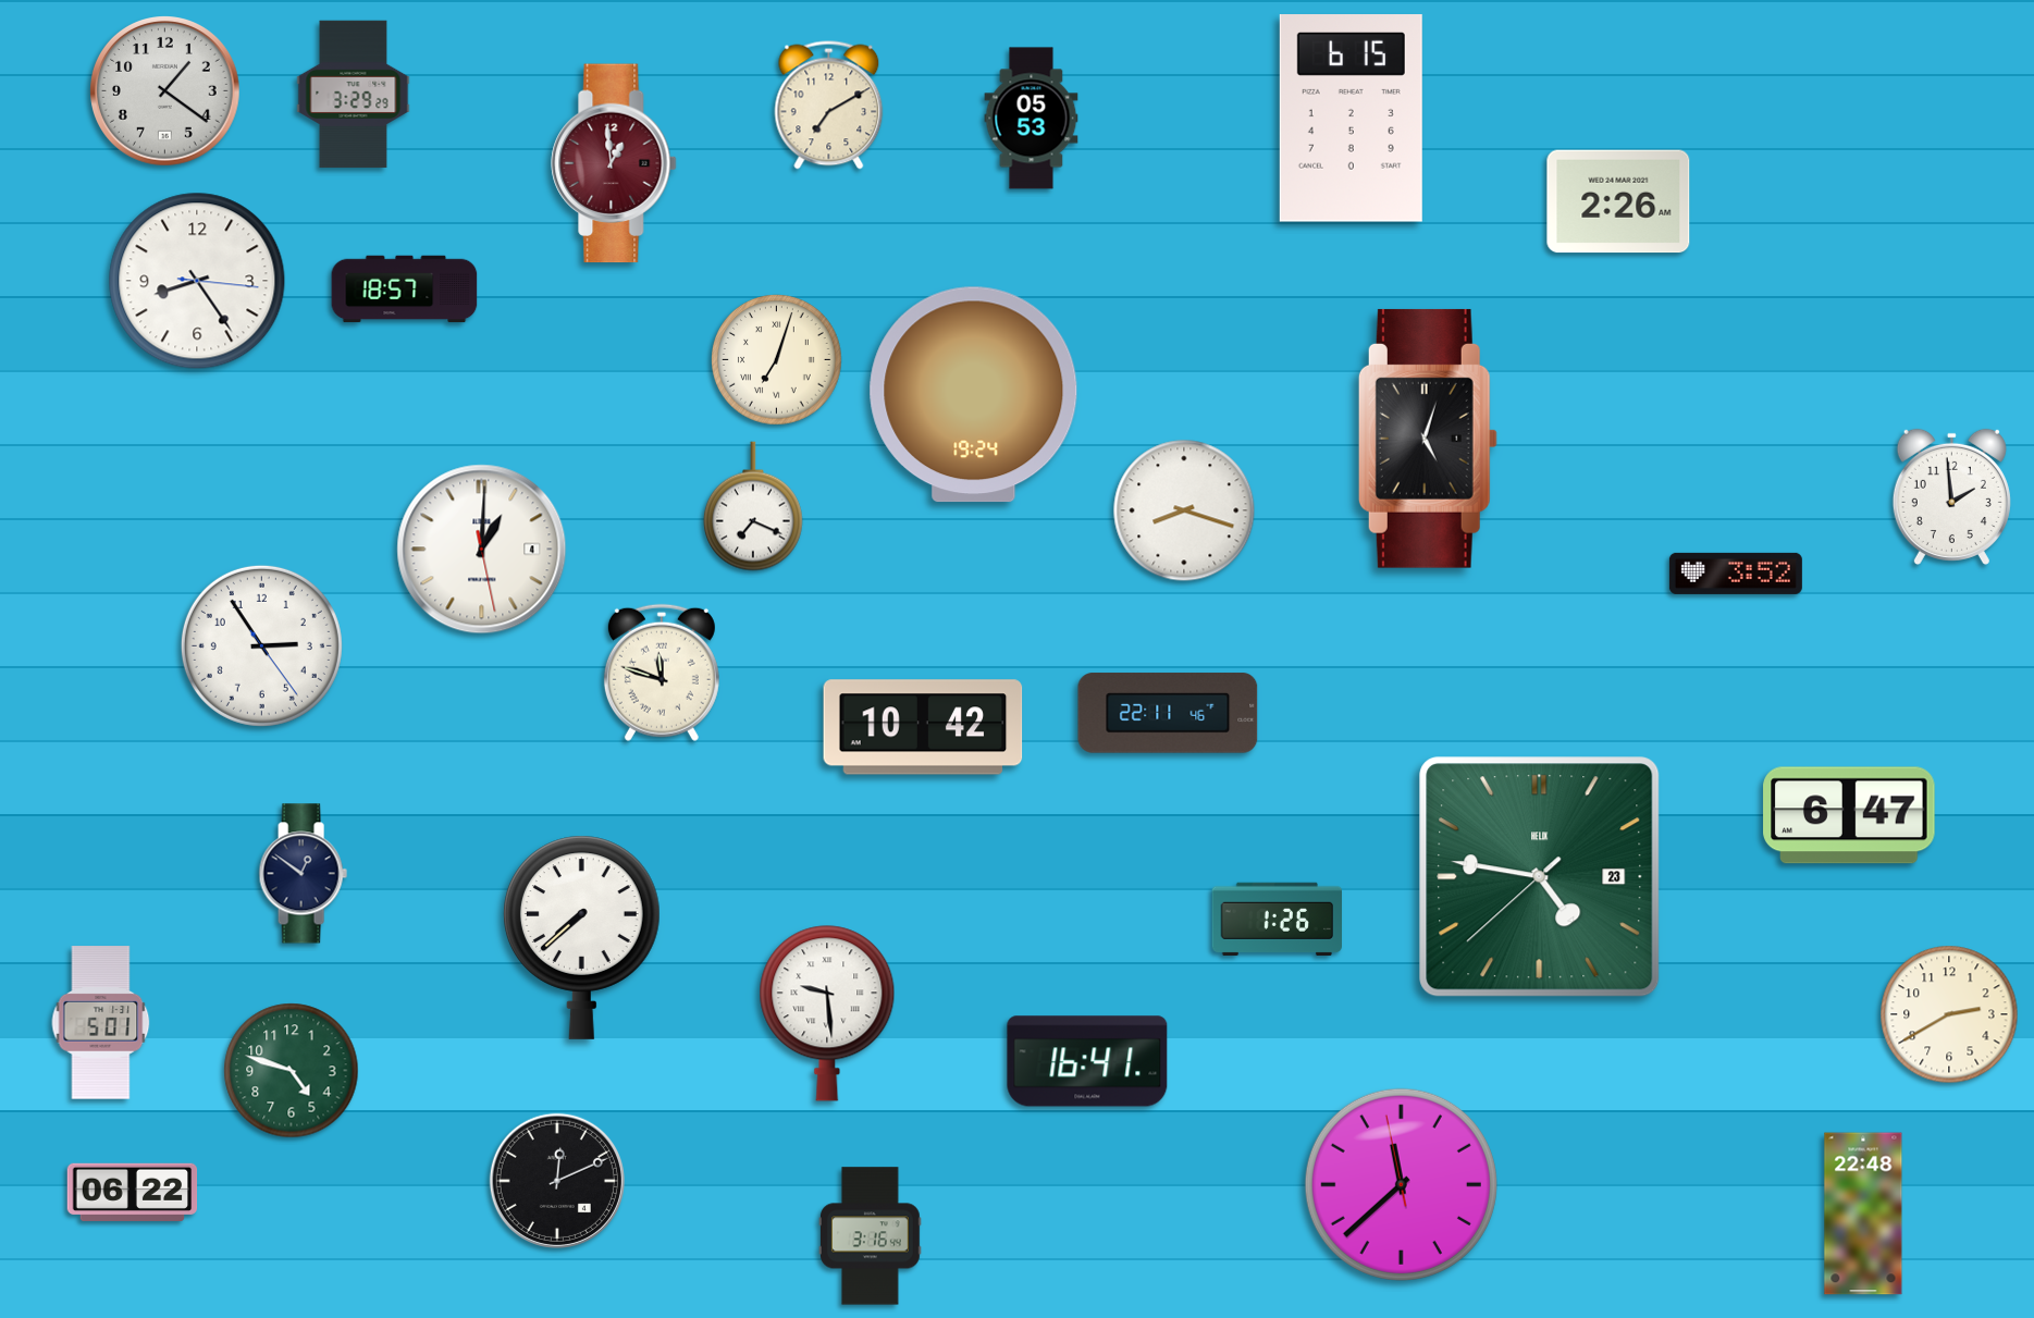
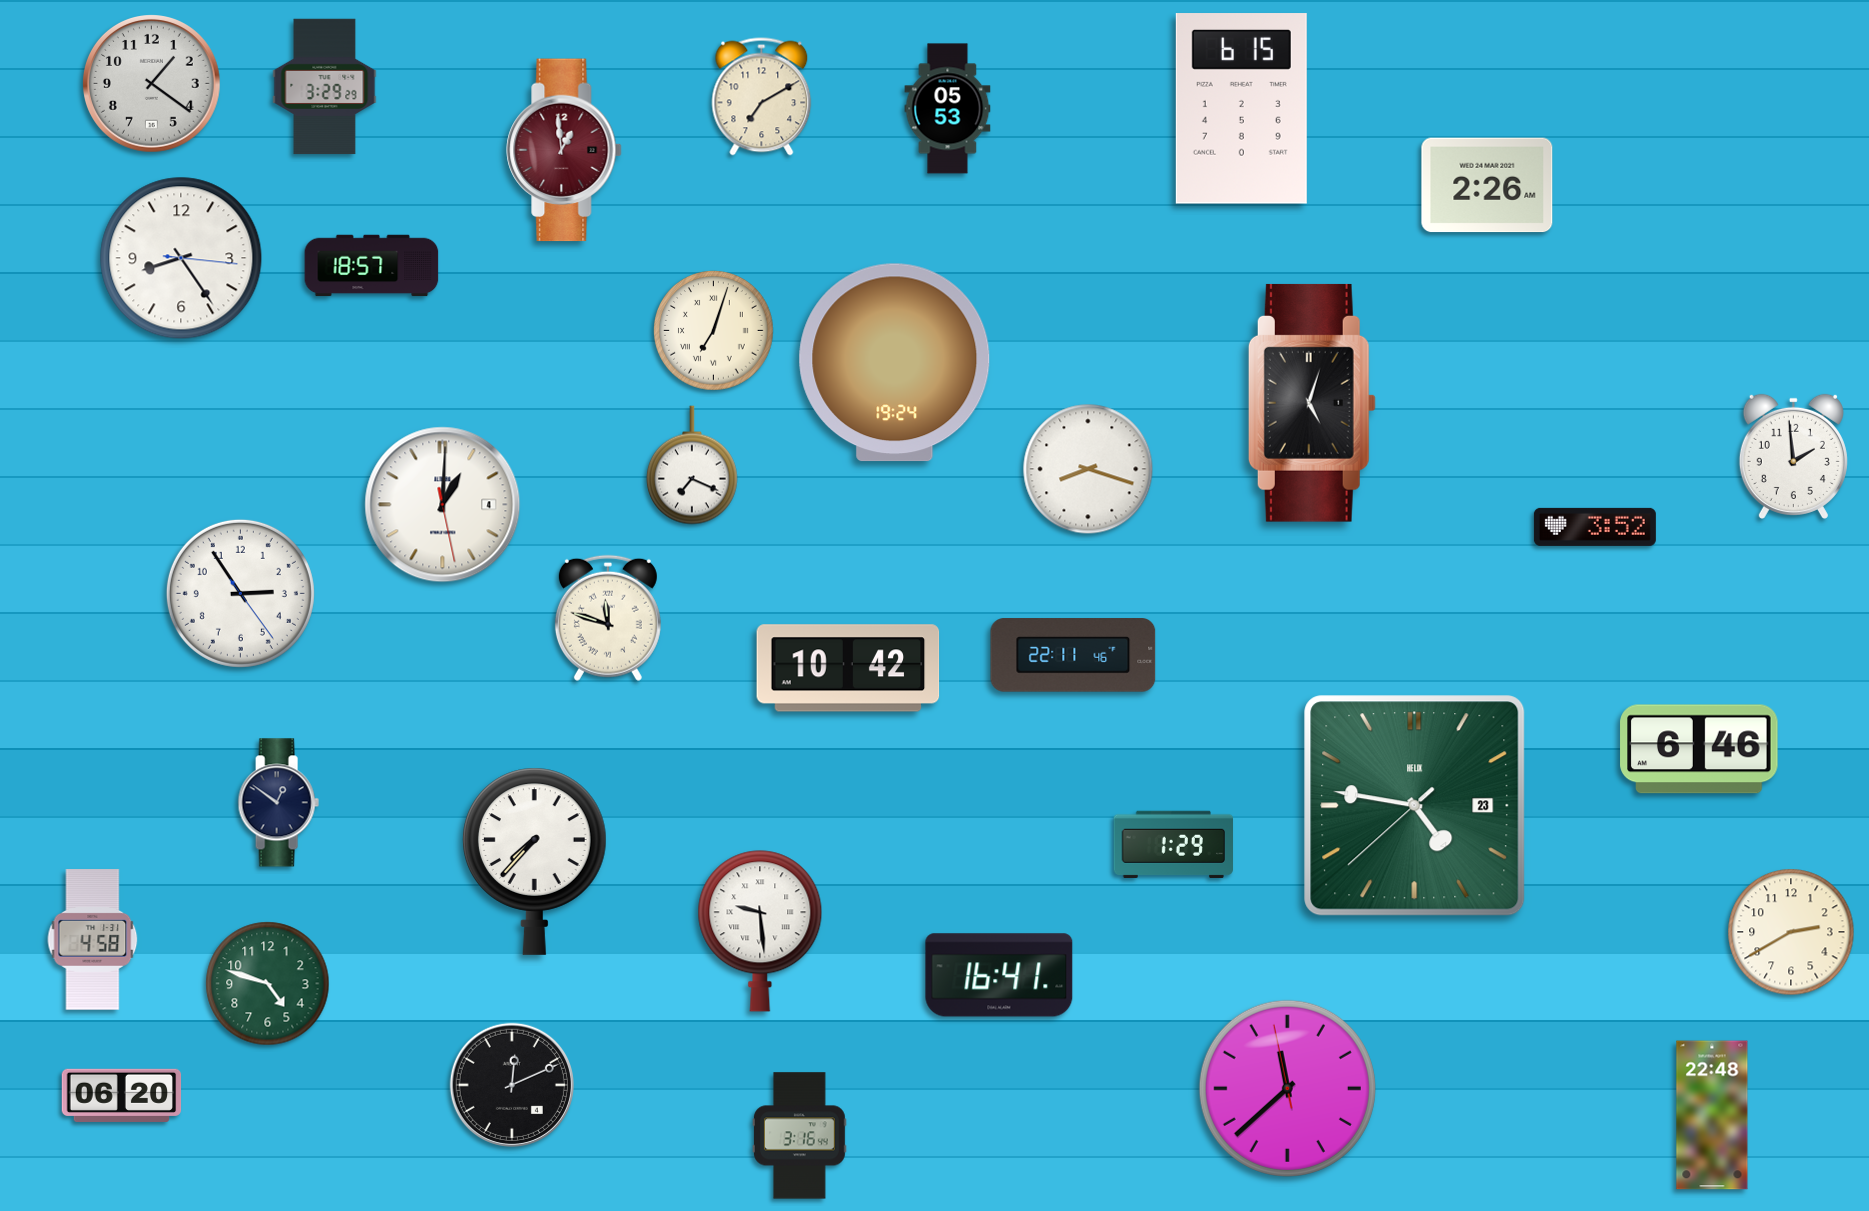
clock at (1849, 815): 6:47 -> 6:46
clock at (1277, 919): 1:26 -> 1:29
clock at (581, 937): 7:38 -> 7:37
clock at (101, 1023): 5:01 -> 4:58
clock at (133, 1192): 06:22 -> 06:20
